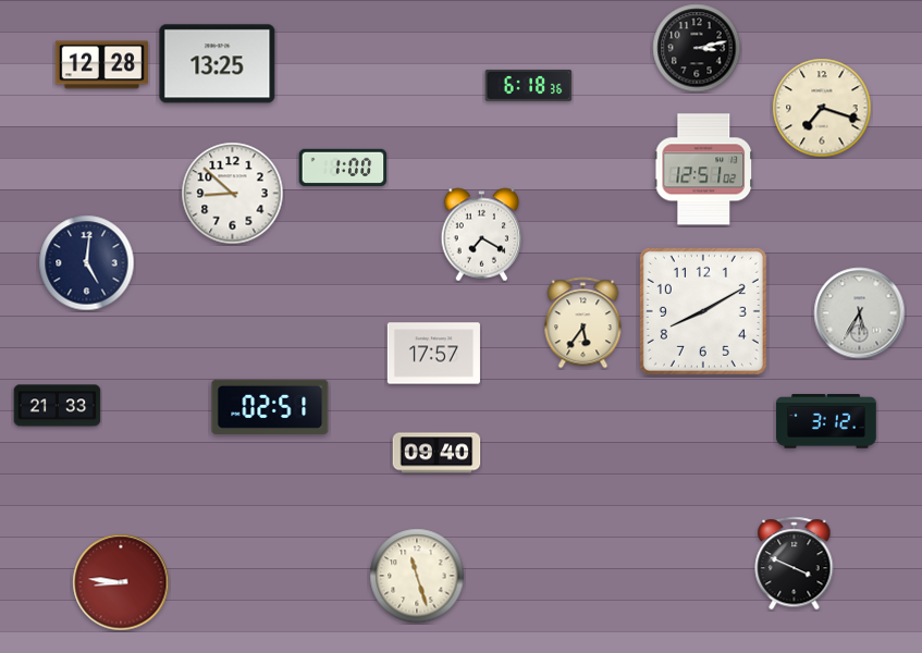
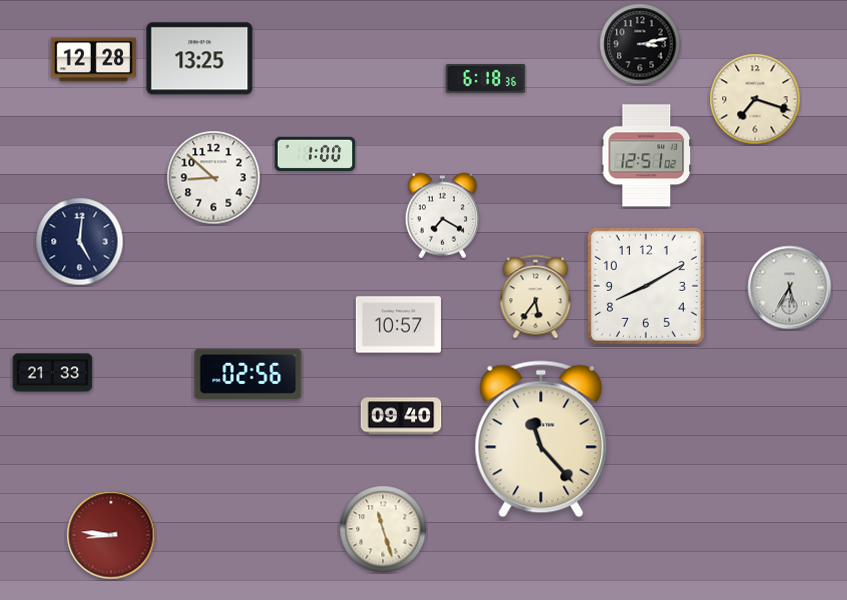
clock at (433, 354): 17:57 -> 10:57
clock at (270, 407): 02:51 -> 02:56
clock at (826, 421): 3:12 -> none
clock at (541, 439): none -> 11:23
clock at (795, 564): 3:49 -> none
